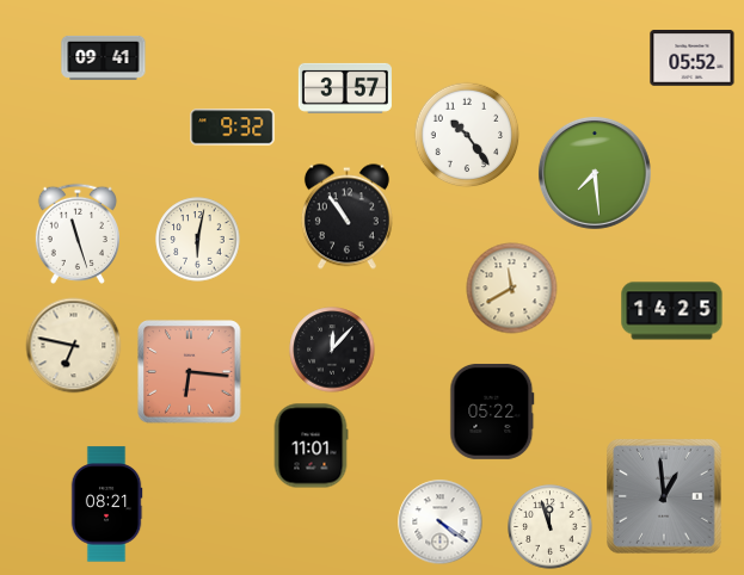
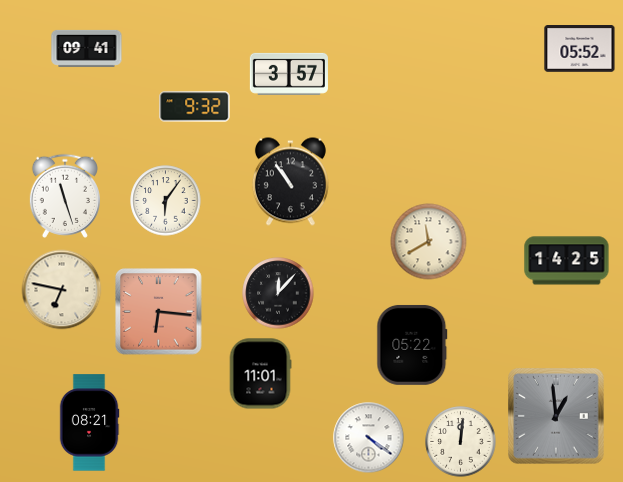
clock at (467, 135): 10:24 -> none
clock at (595, 173): 7:29 -> none
clock at (198, 240): 6:02 -> 6:06
clock at (672, 311) position: (672, 311) -> (567, 261)
clock at (551, 527): 11:57 -> 12:01
